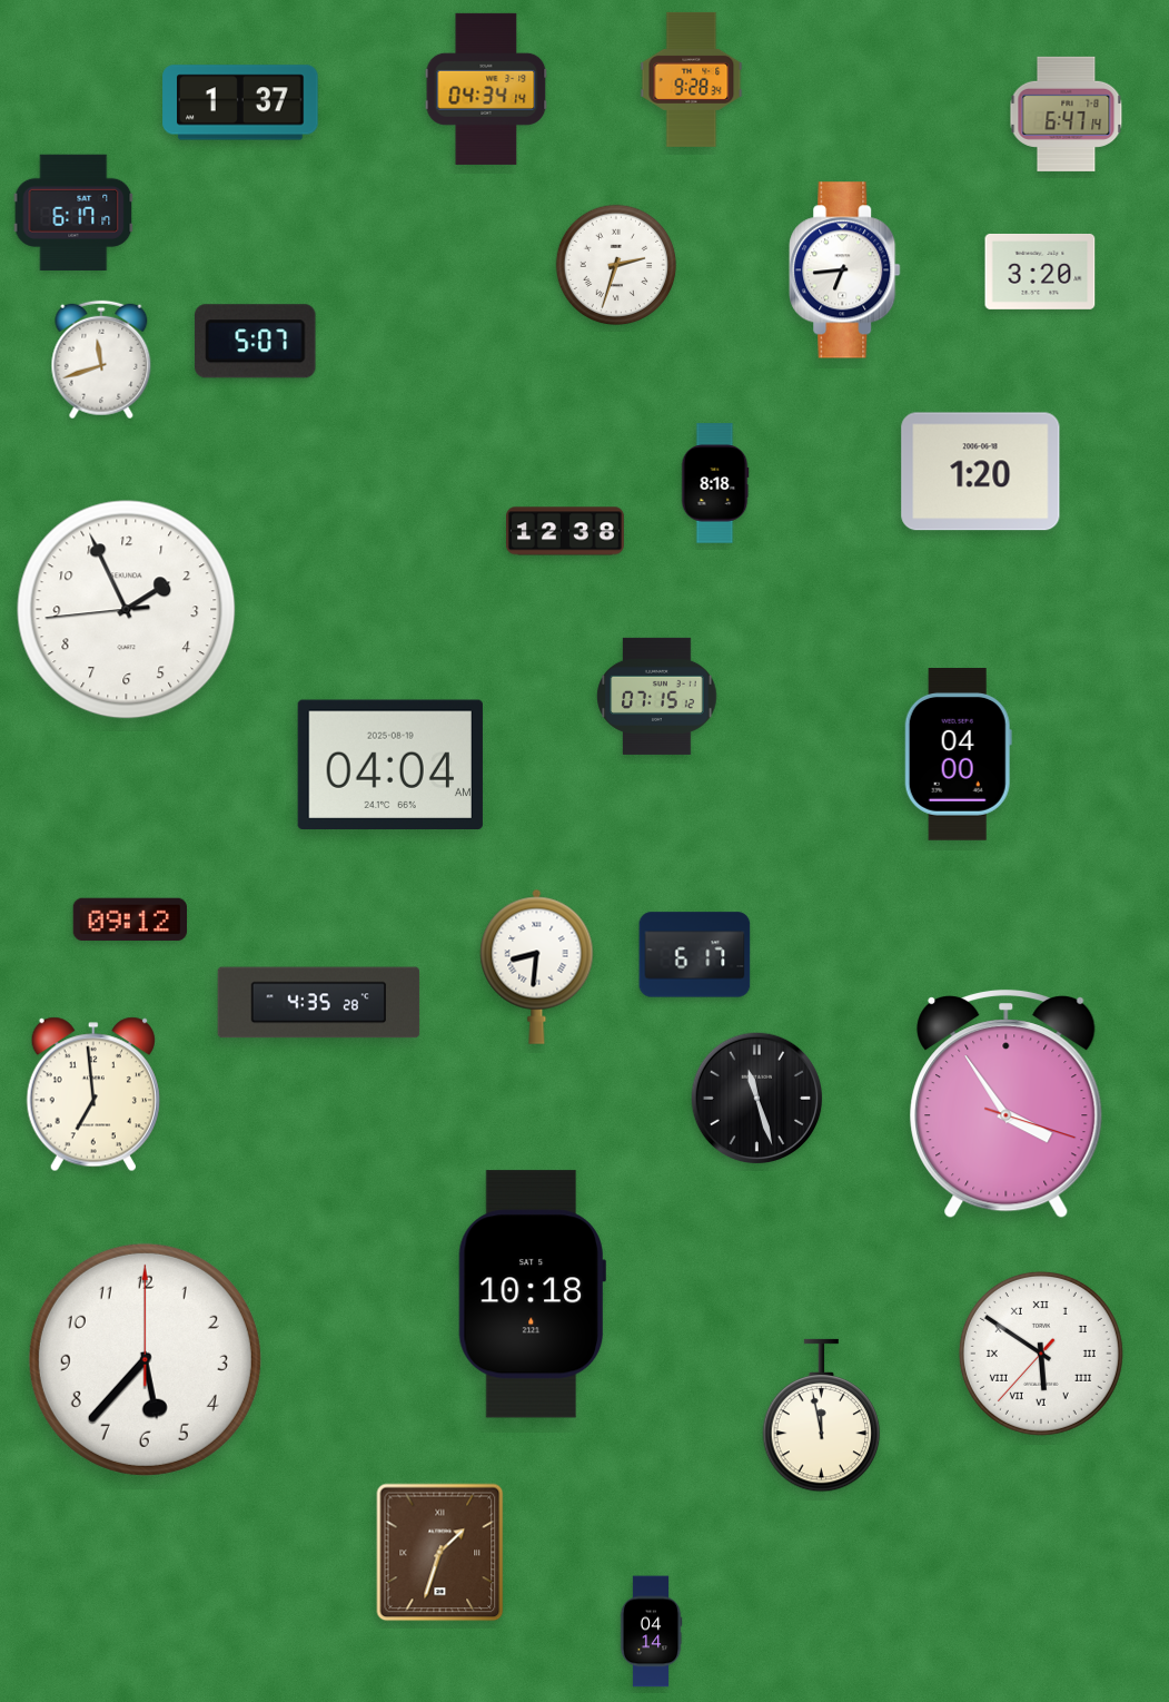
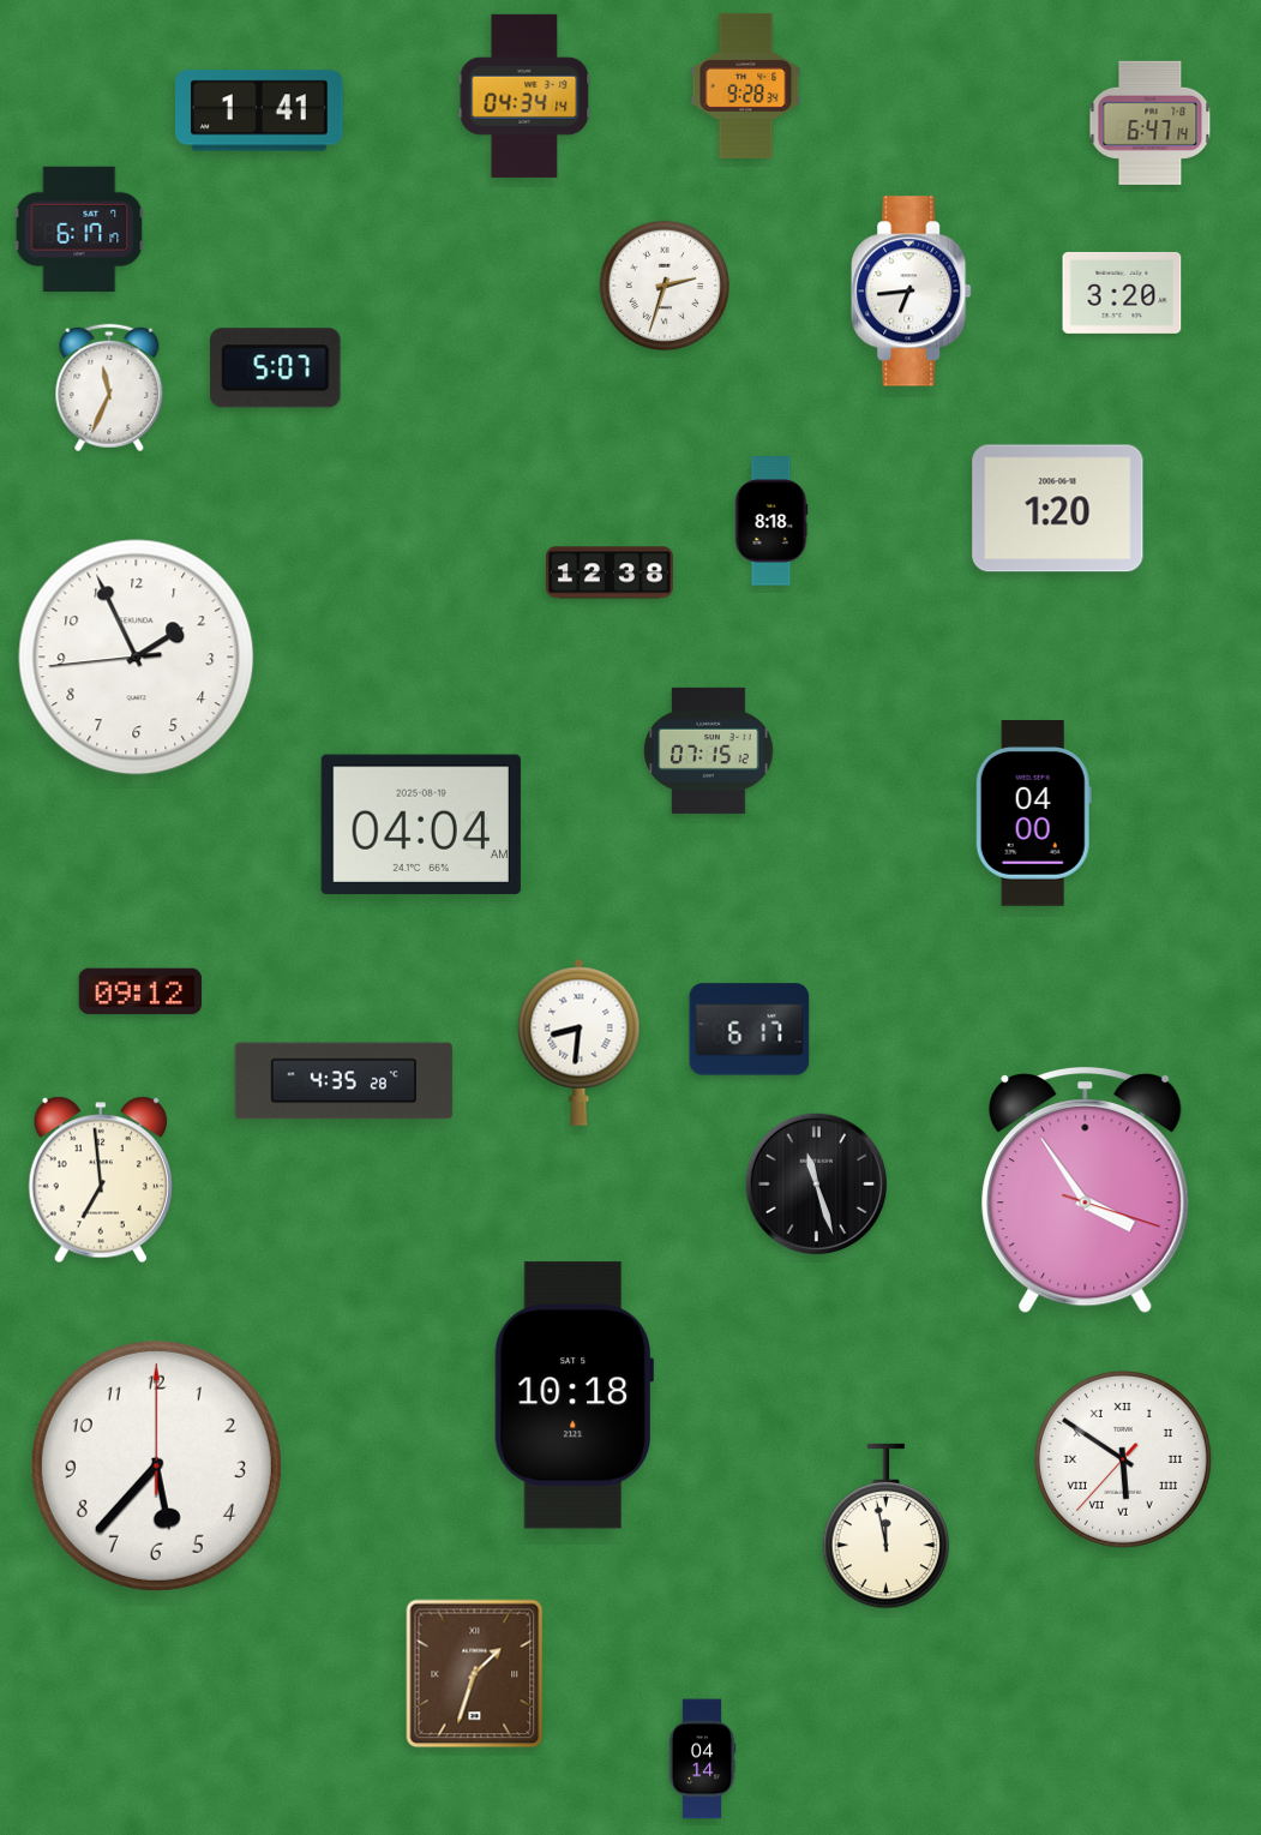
clock at (240, 102): 1:37 -> 1:41
clock at (101, 360): 11:42 -> 11:34
